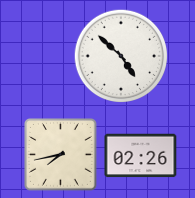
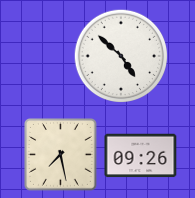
clock at (61, 155): 7:43 -> 7:28
clock at (141, 156): 02:26 -> 09:26
